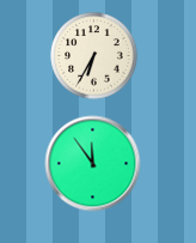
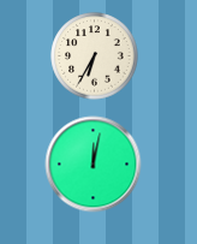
clock at (93, 164): 11:54 -> 12:02
